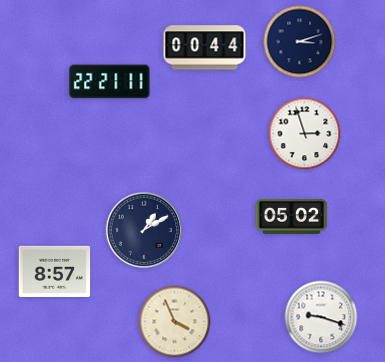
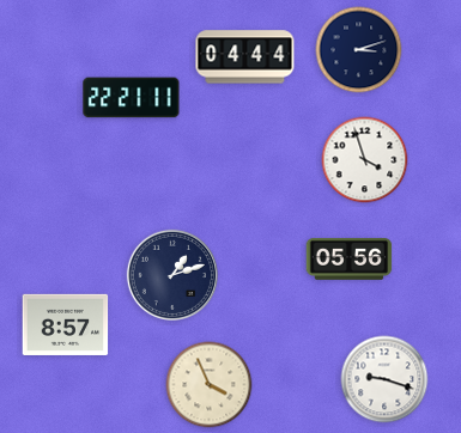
clock at (205, 48): 00:44 -> 04:44
clock at (305, 134): 2:57 -> 3:57
clock at (292, 216): 05:02 -> 05:56
clock at (143, 229): 1:10 -> 1:12
